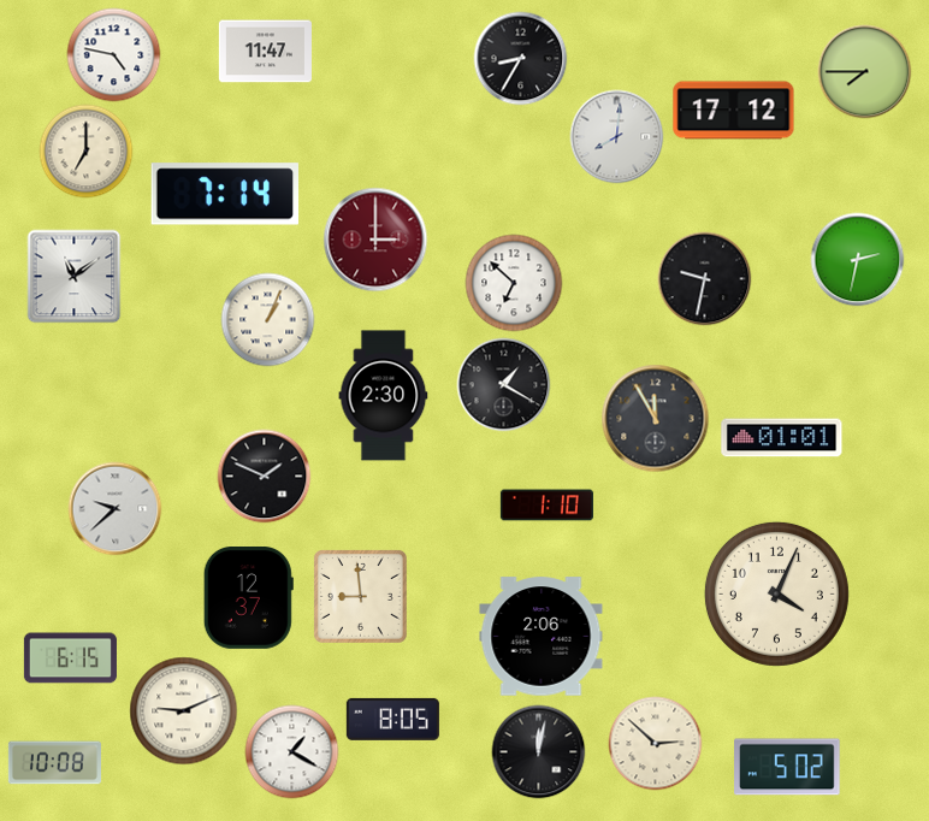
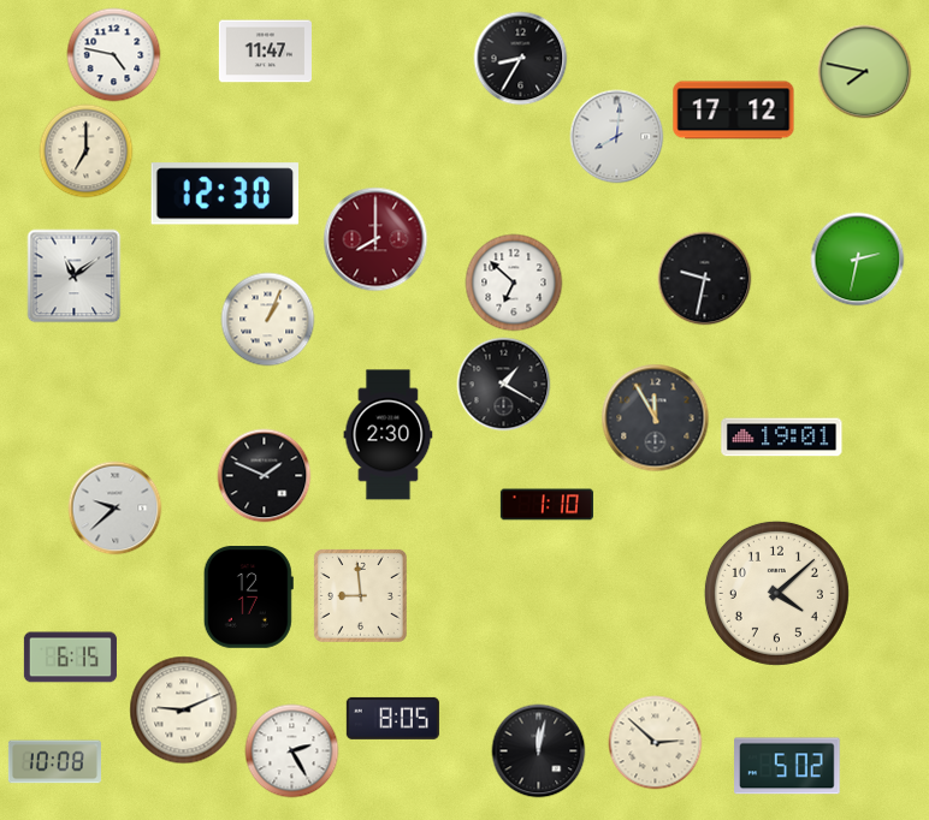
clock at (864, 71): 7:45 -> 7:47
clock at (224, 194): 7:14 -> 12:30
clock at (375, 240): 3:00 -> 8:00
clock at (384, 396) position: (384, 396) -> (389, 435)
clock at (782, 438): 01:01 -> 19:01
clock at (776, 593): 4:04 -> 4:08
clock at (248, 598): 12:37 -> 12:17
clock at (542, 637): 2:06 -> none
clock at (291, 751): 1:20 -> 2:25
